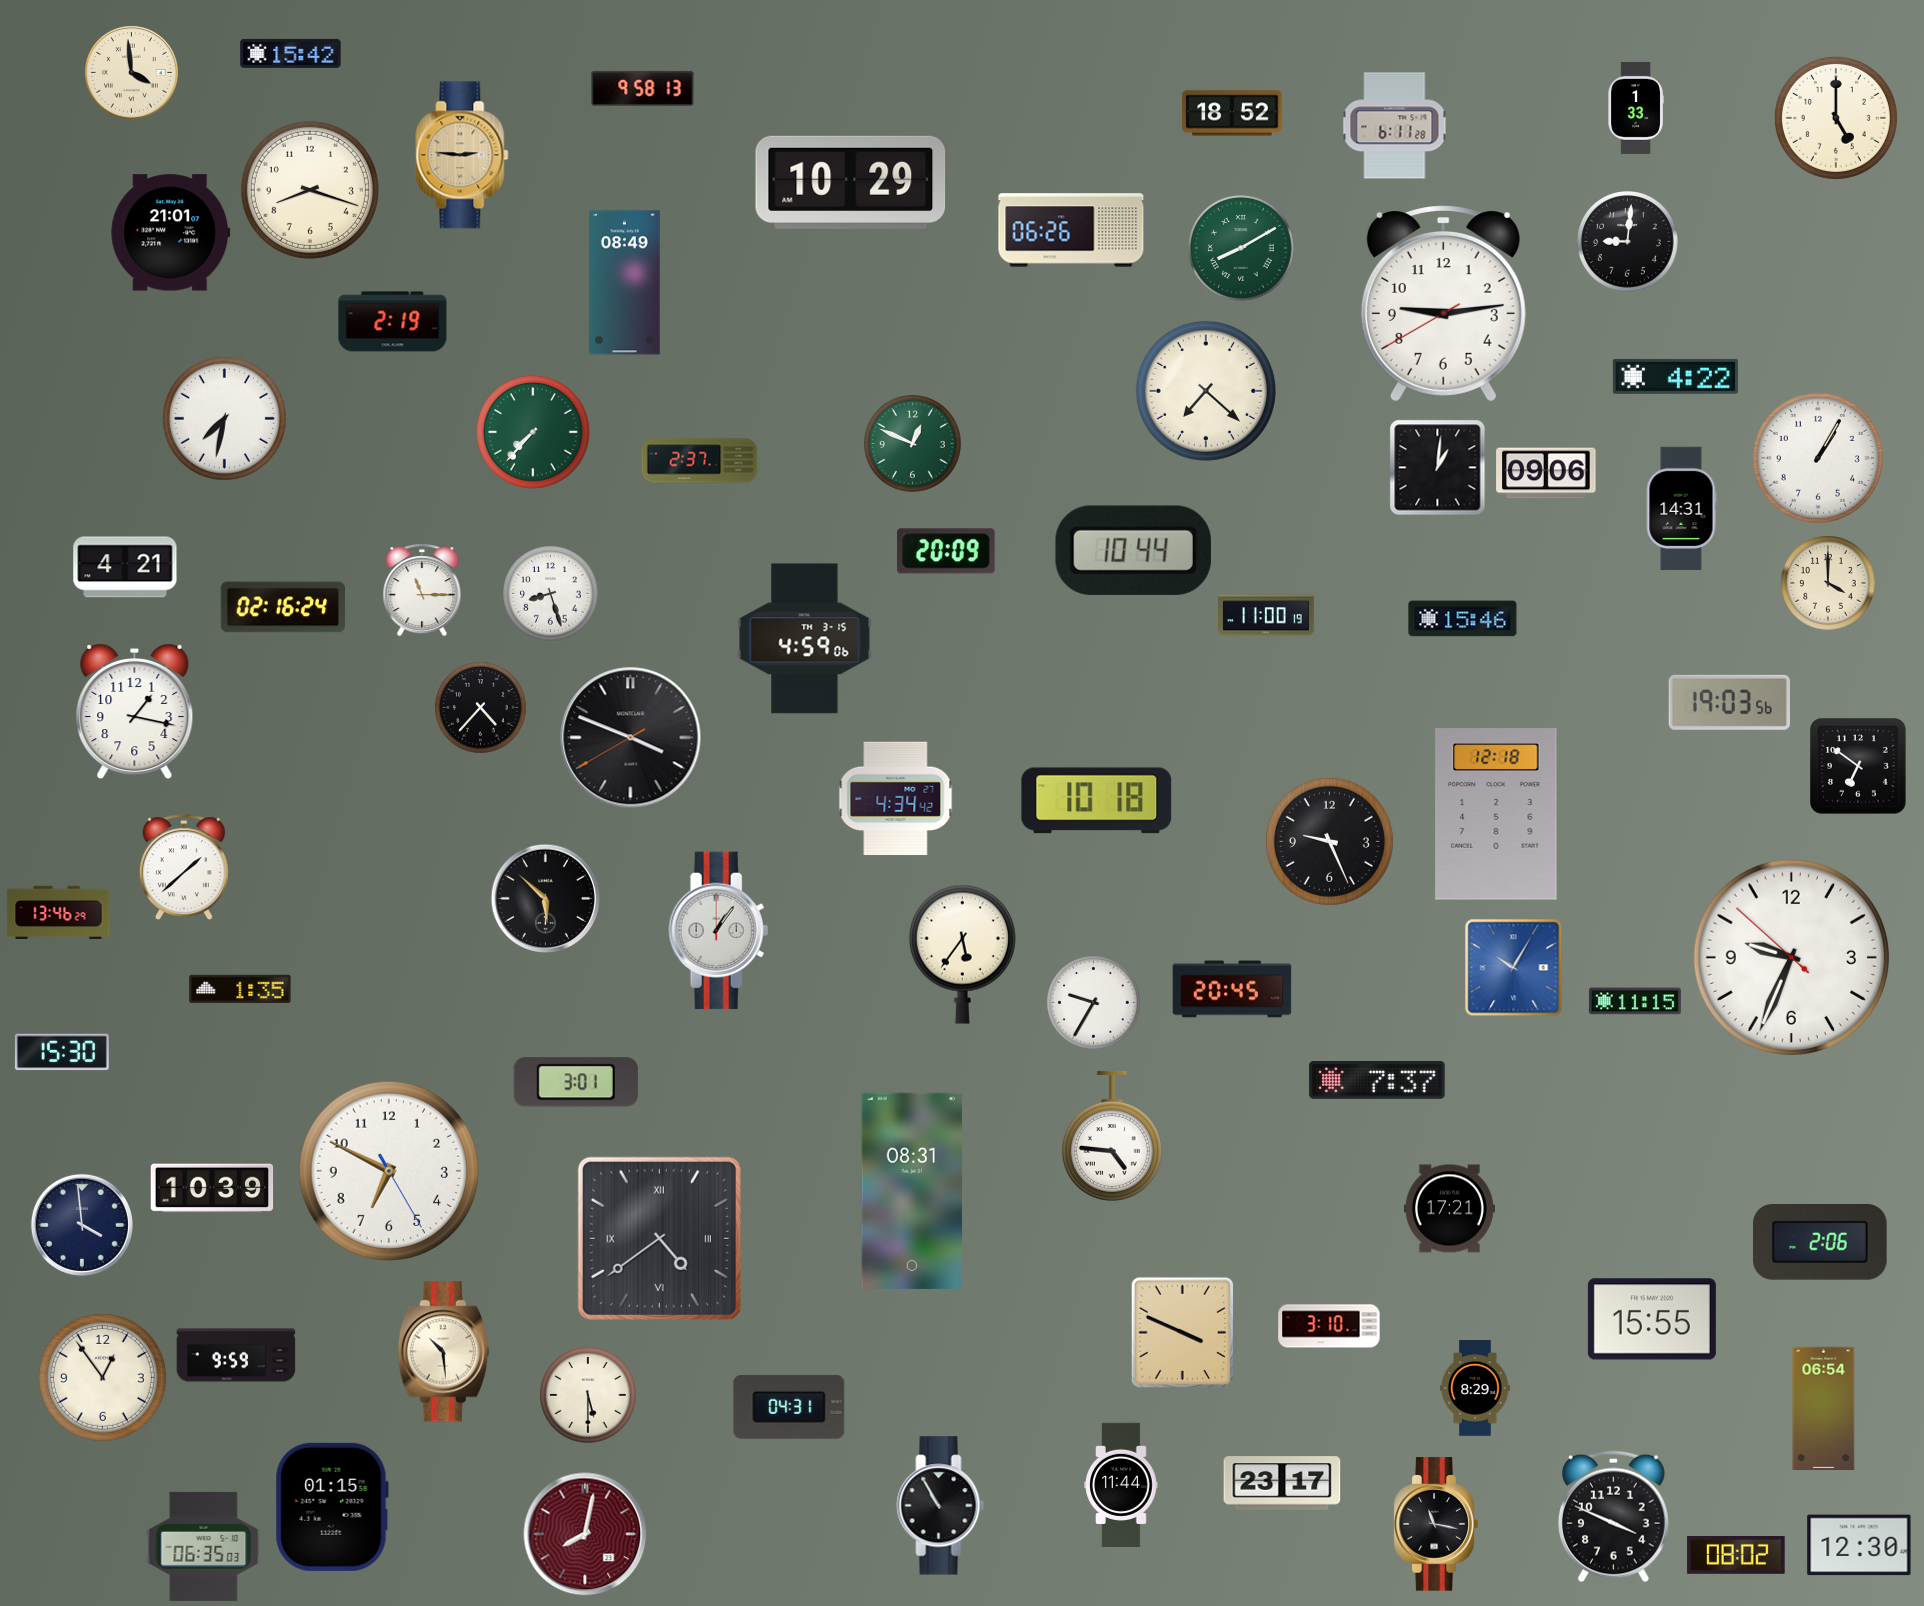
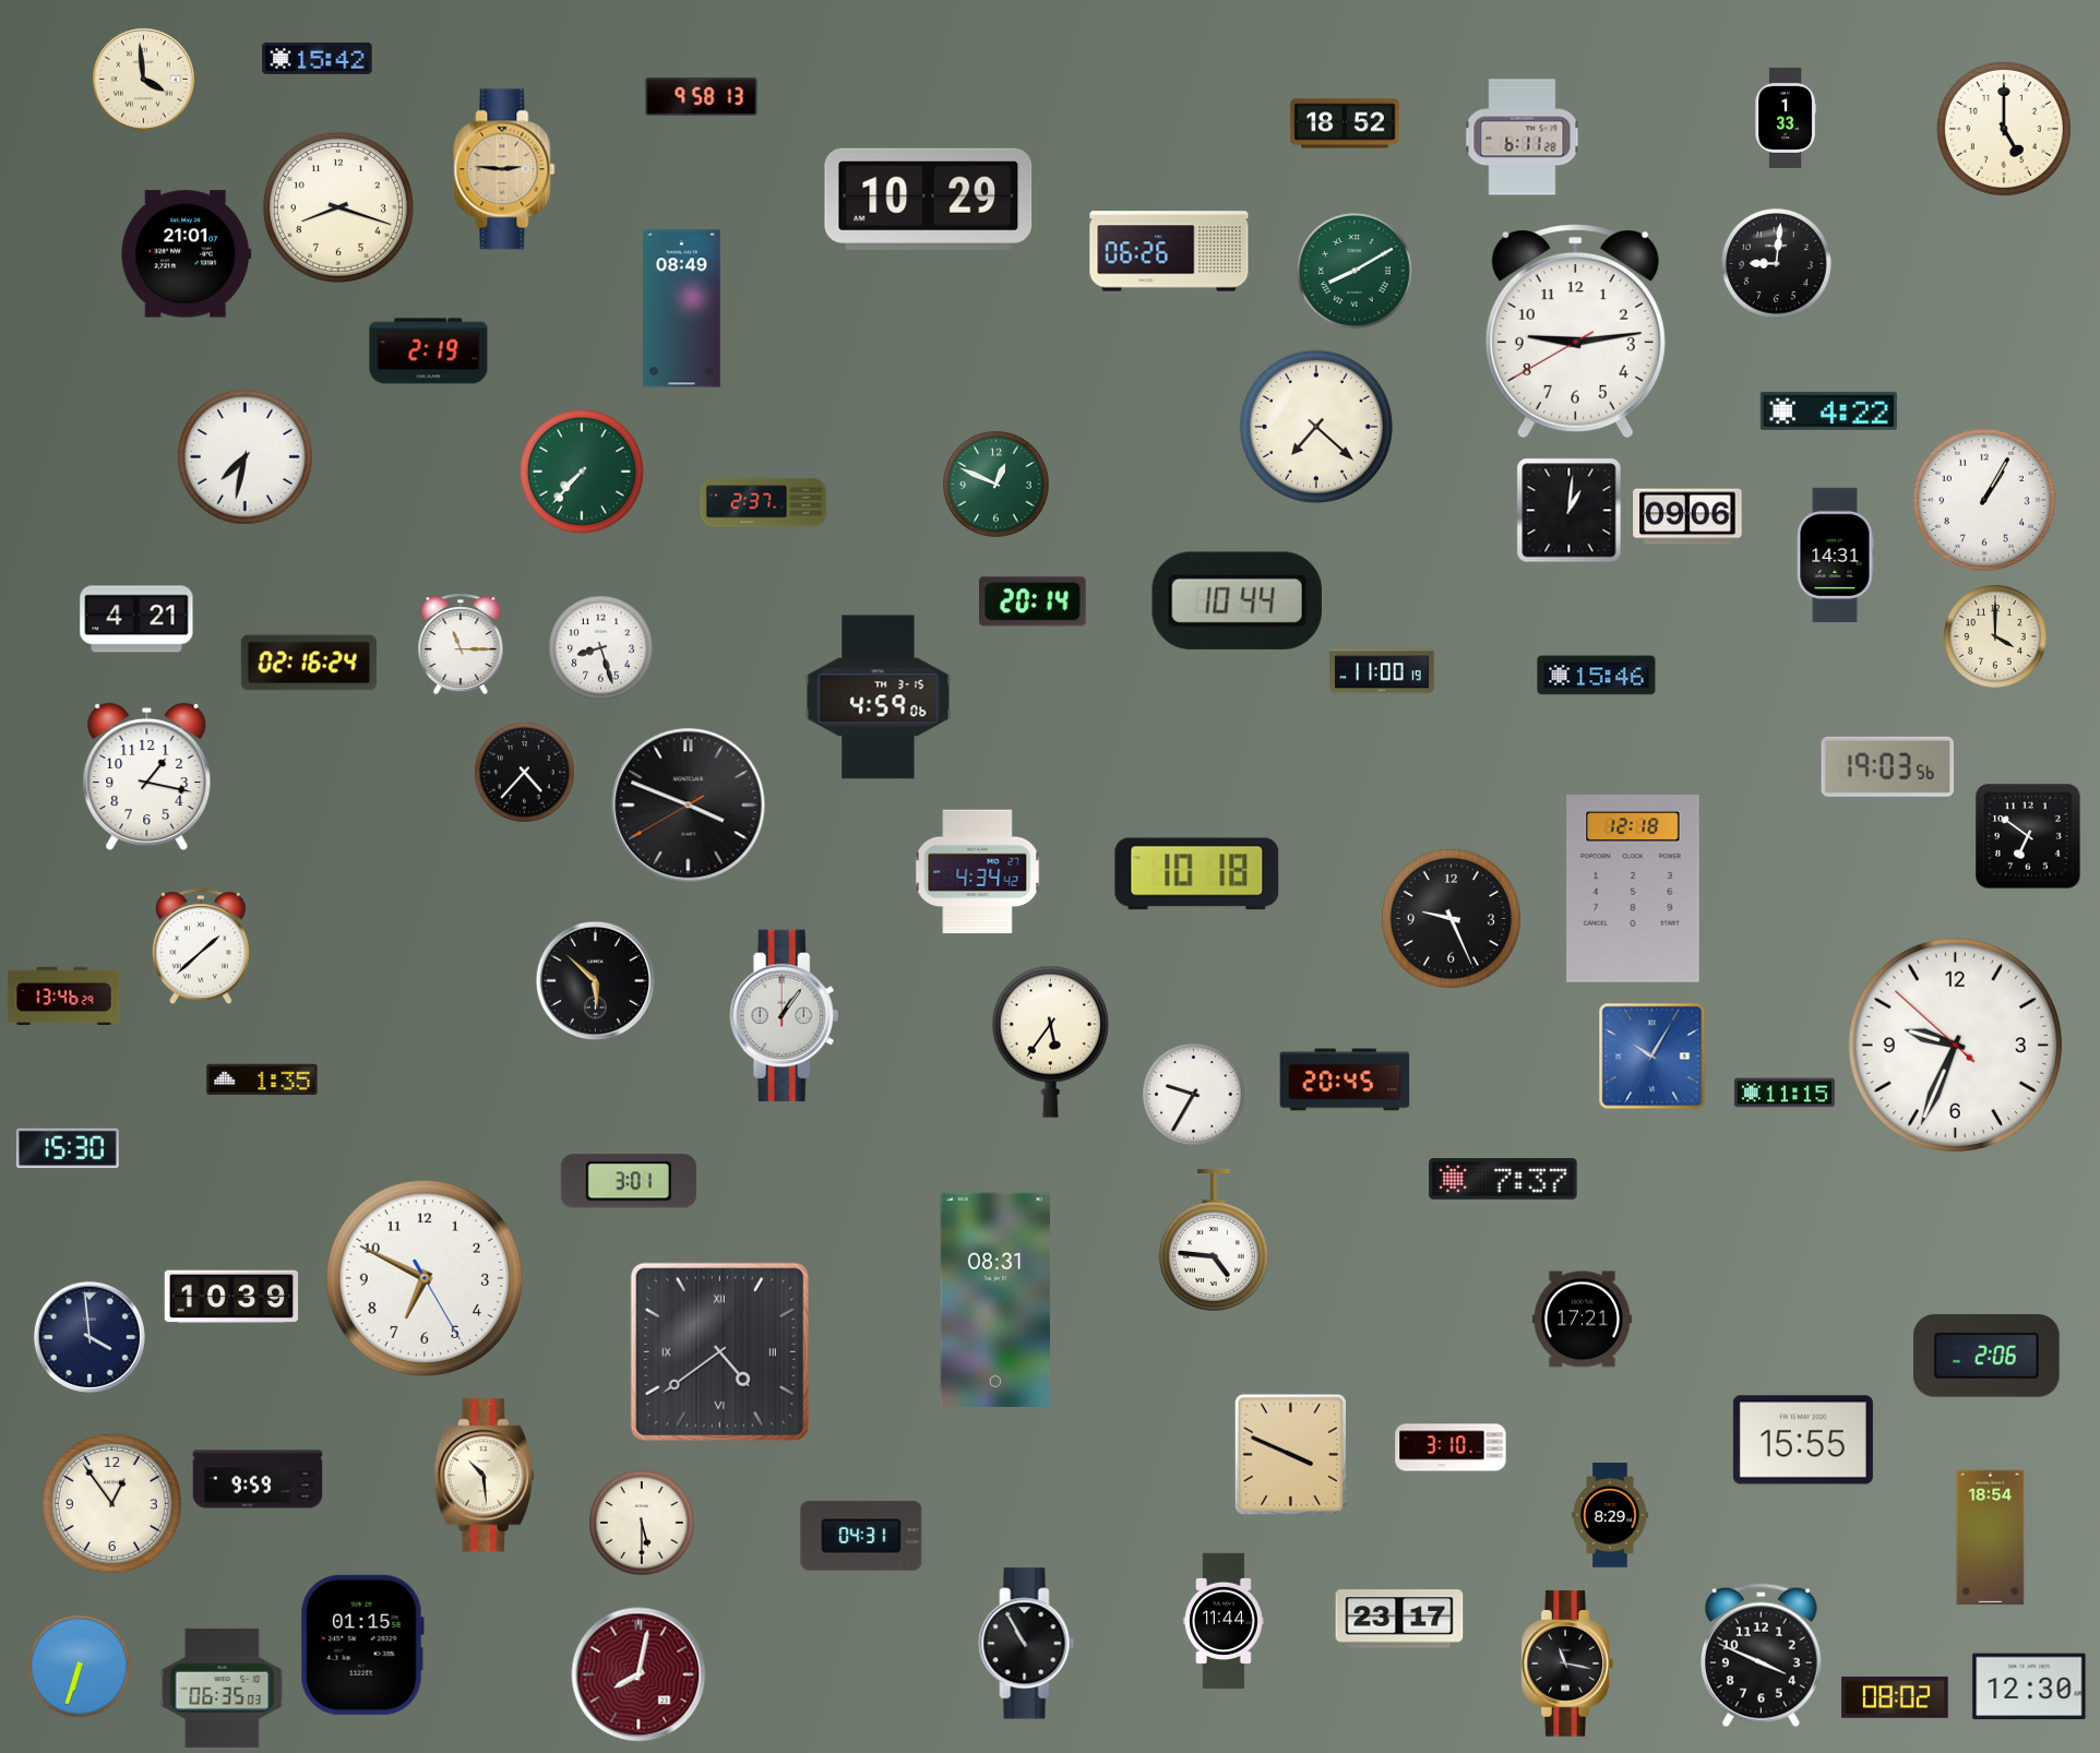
clock at (946, 551): 20:09 -> 20:14
clock at (1824, 1409): 06:54 -> 18:54
clock at (80, 1667): none -> 6:33
